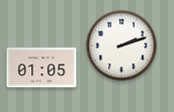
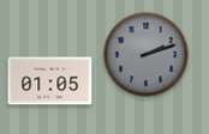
clock at (122, 46) dial: white -> grey
